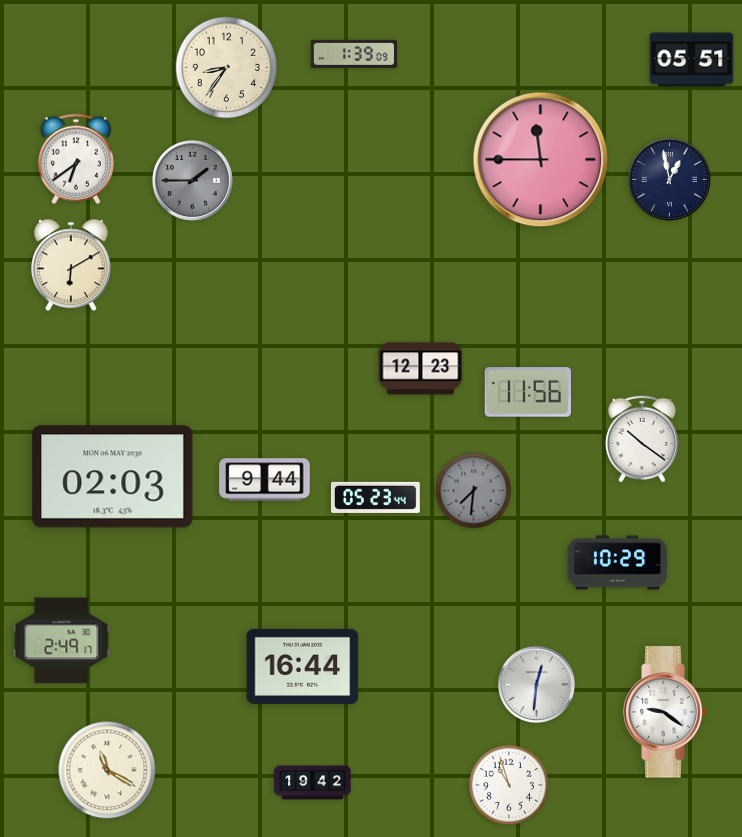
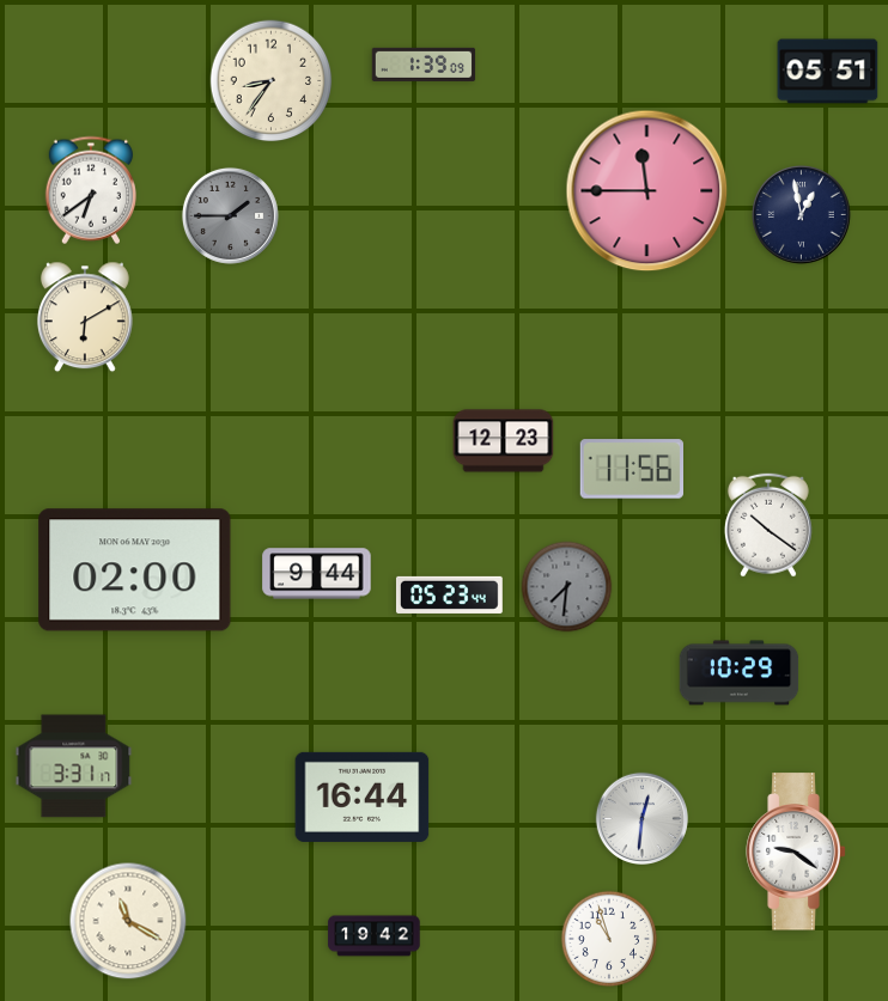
clock at (113, 477): 02:03 -> 02:00
clock at (62, 641): 2:49 -> 3:31
